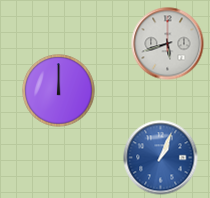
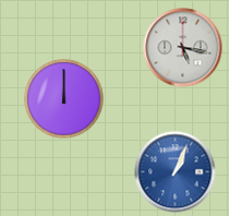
clock at (168, 44): 5:42 -> 5:17
